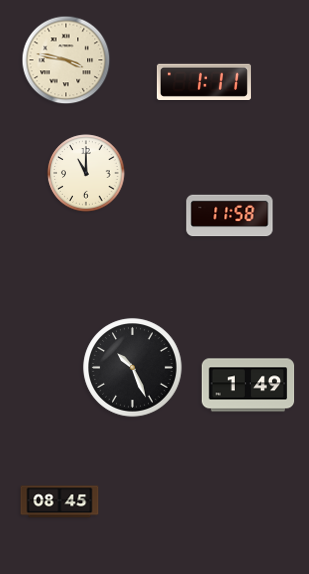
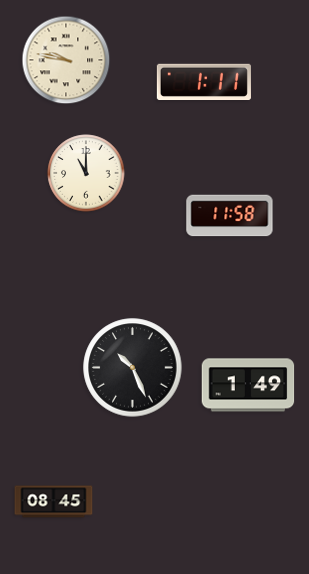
clock at (66, 60): 3:47 -> 9:47
clock at (60, 502) position: (60, 502) -> (54, 502)
